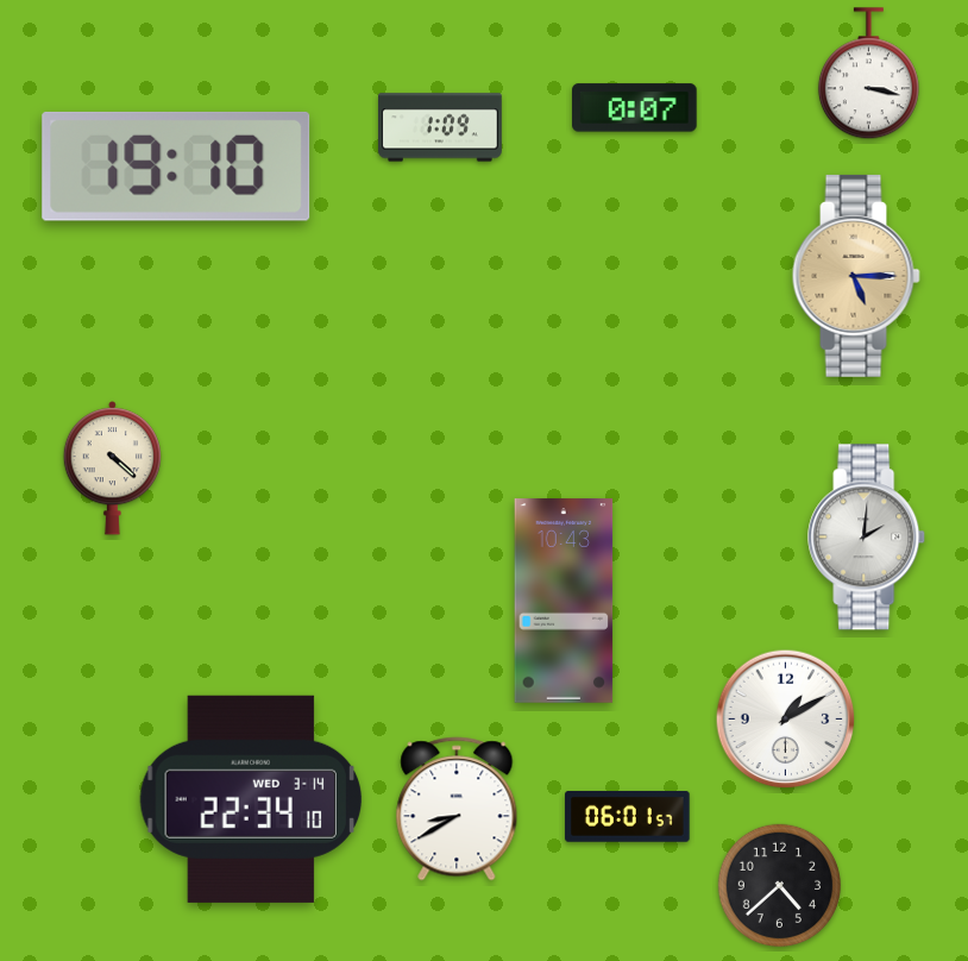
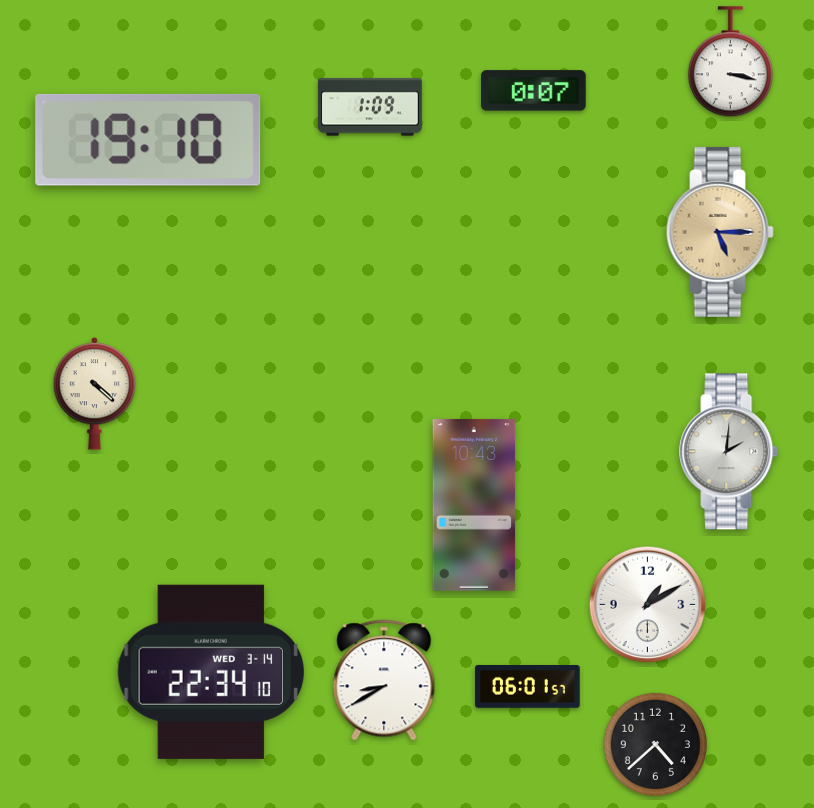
clock at (786, 720) position: (786, 720) -> (648, 605)
